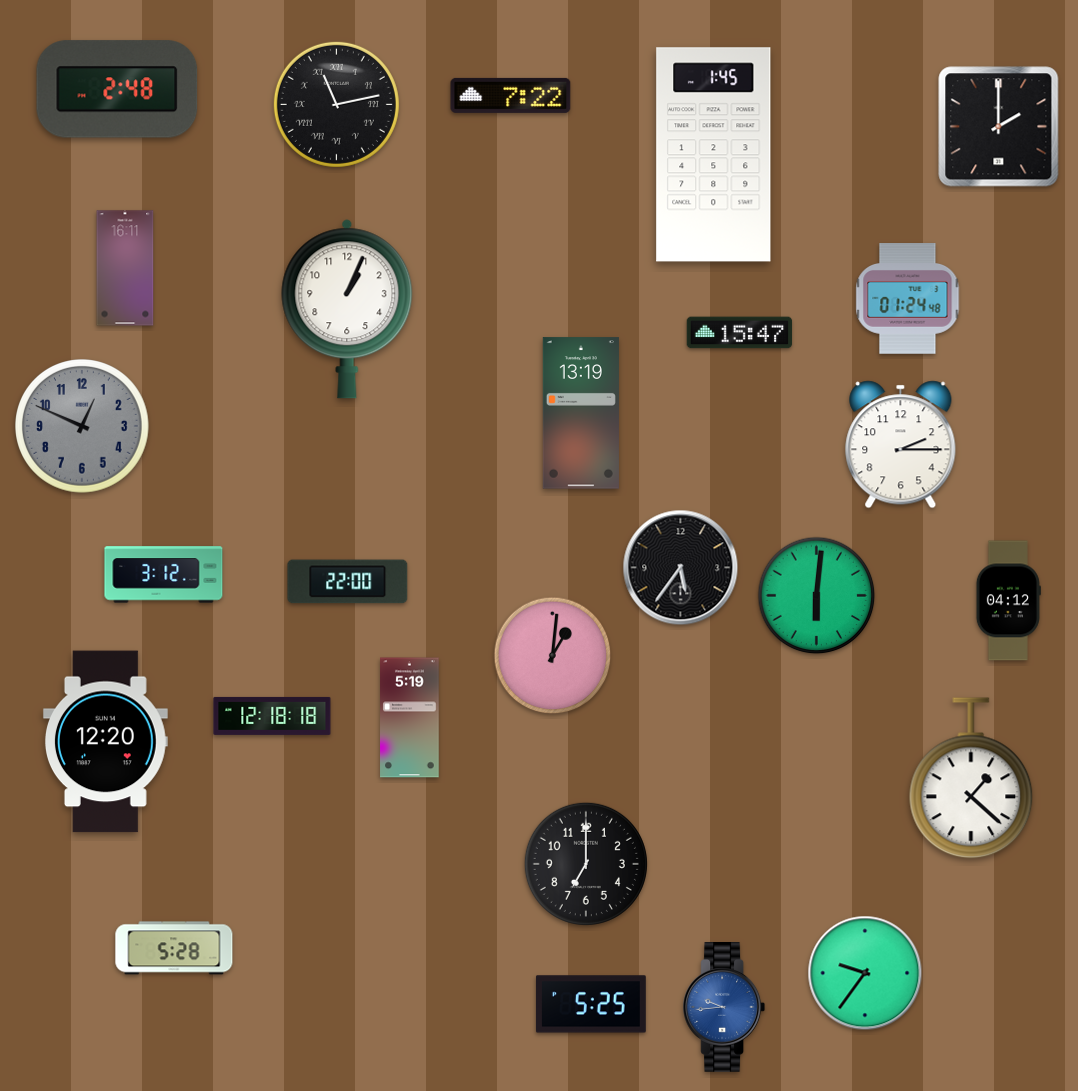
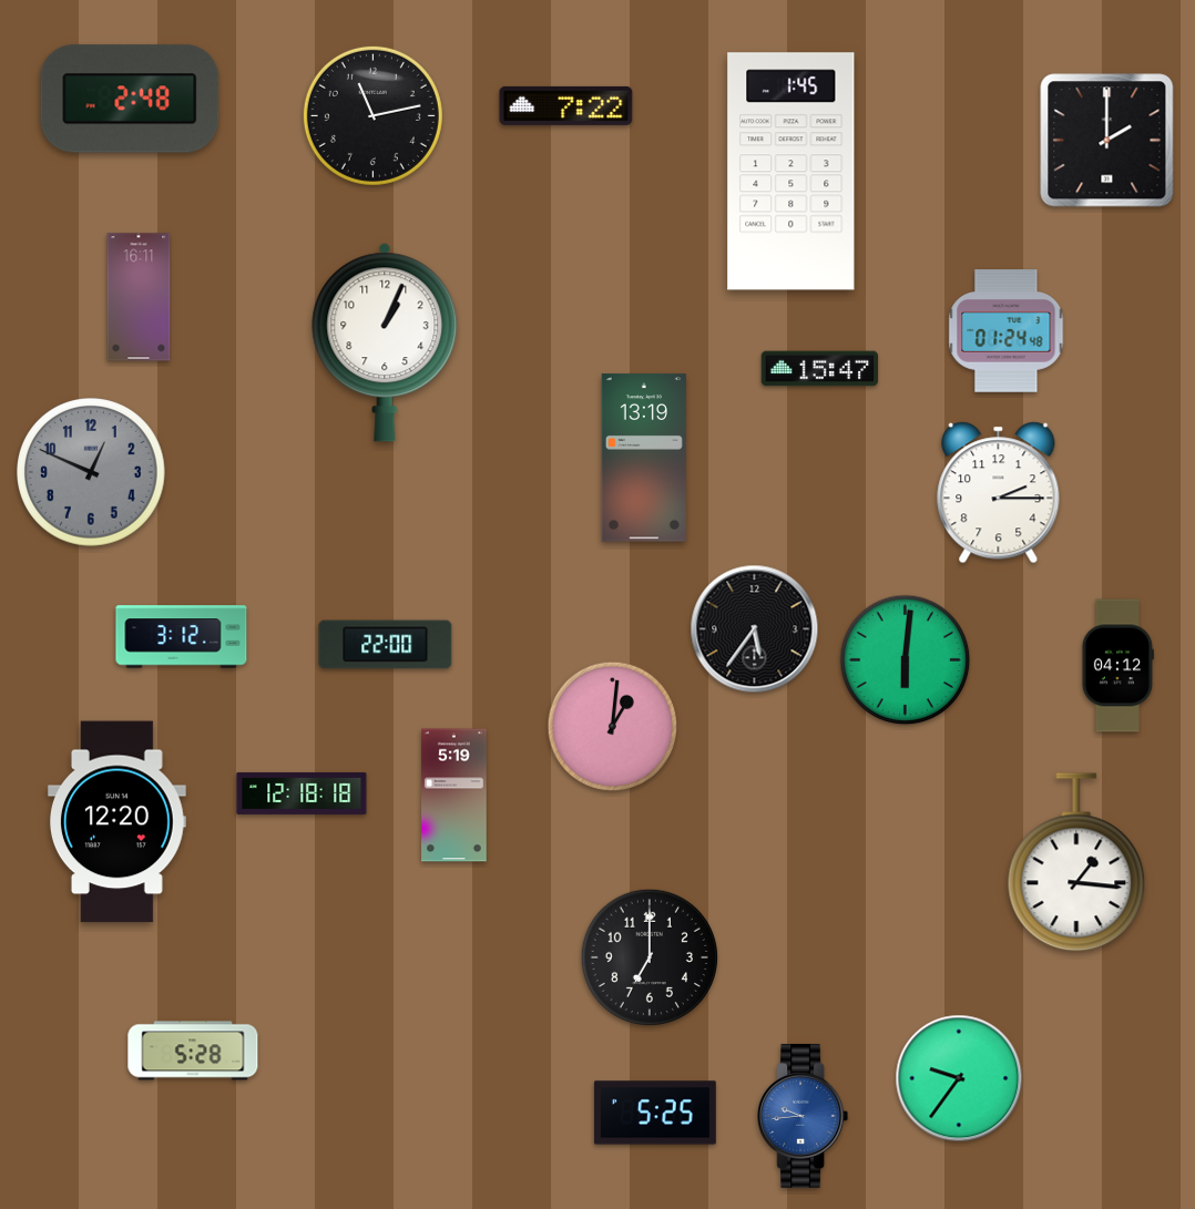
clock at (336, 104) numerals: Roman -> Arabic
clock at (971, 778): 1:22 -> 1:16
